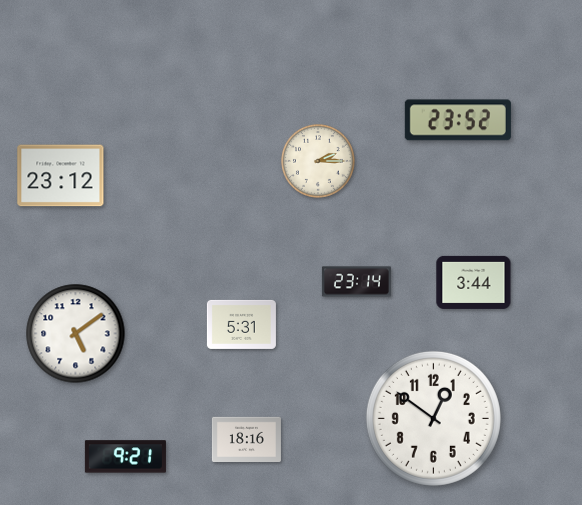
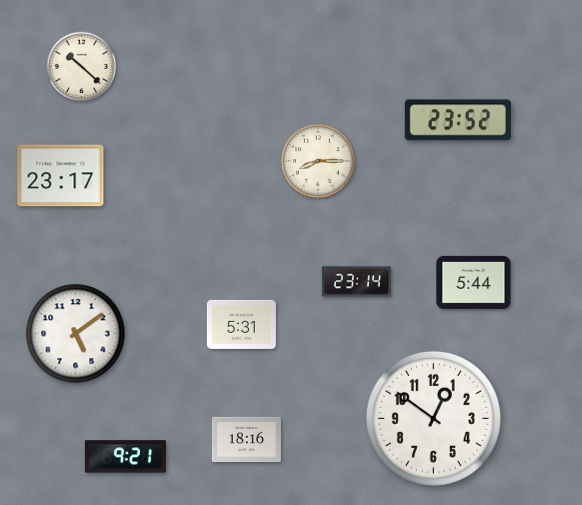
clock at (82, 67): none -> 10:22
clock at (318, 161): 2:15 -> 8:15
clock at (61, 176): 23:12 -> 23:17
clock at (474, 282): 3:44 -> 5:44
